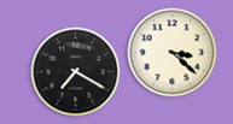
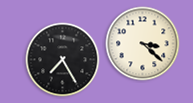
clock at (76, 72): 7:20 -> 7:25
